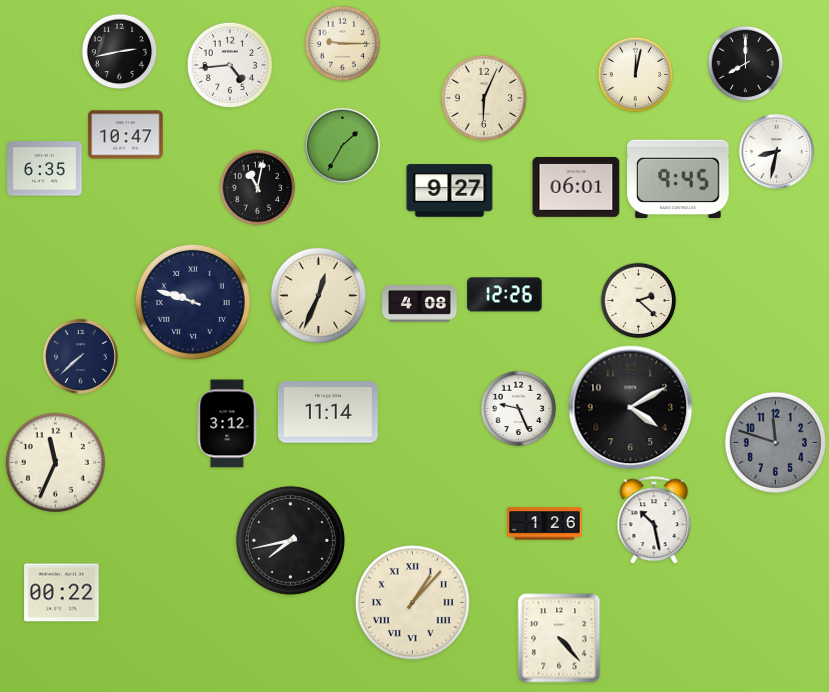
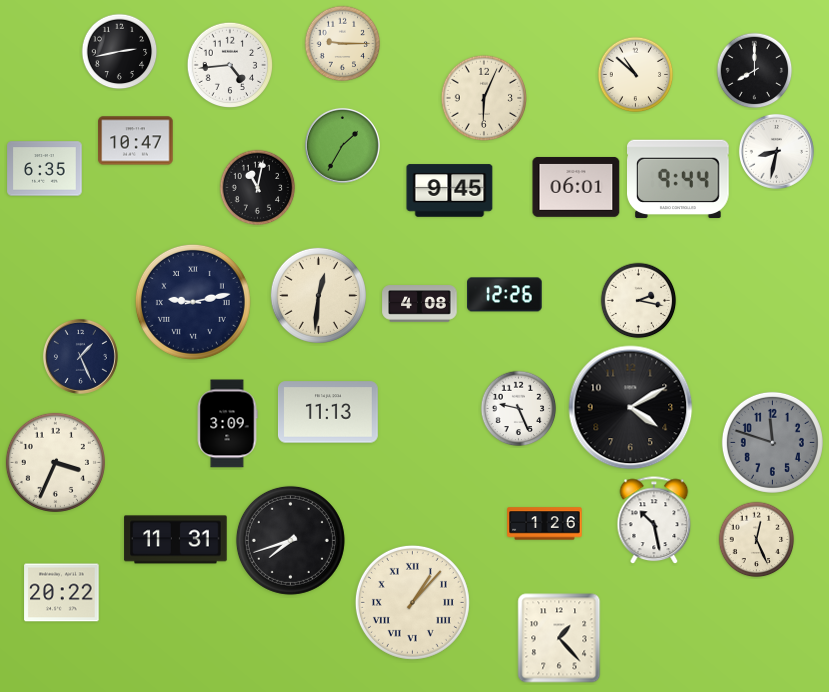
clock at (746, 64) position: (746, 64) -> (755, 71)
clock at (636, 75): 12:02 -> 10:52
clock at (126, 135) position: (126, 135) -> (136, 141)
clock at (679, 179): 9:45 -> 9:44
clock at (450, 191): 9:27 -> 9:45
clock at (318, 295): 12:34 -> 12:31
clock at (639, 301): 2:22 -> 2:17
clock at (193, 302): 9:48 -> 9:13
clock at (80, 356): 7:38 -> 1:26
clock at (328, 412): 11:14 -> 11:13
clock at (227, 424): 3:12 -> 3:09
clock at (775, 442) position: (775, 442) -> (772, 442)
clock at (55, 462): 11:34 -> 3:34
clock at (176, 540): none -> 11:31
clock at (290, 540): 7:43 -> 7:42
clock at (757, 540): none -> 12:26
clock at (62, 593): 00:22 -> 20:22
clock at (559, 638): 4:23 -> 1:23
